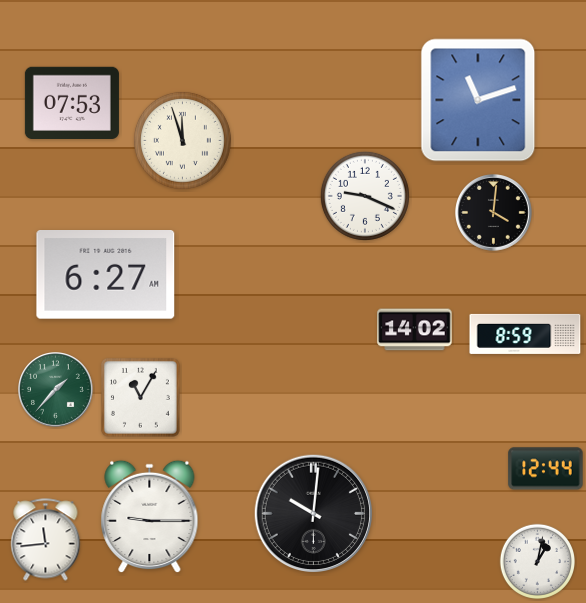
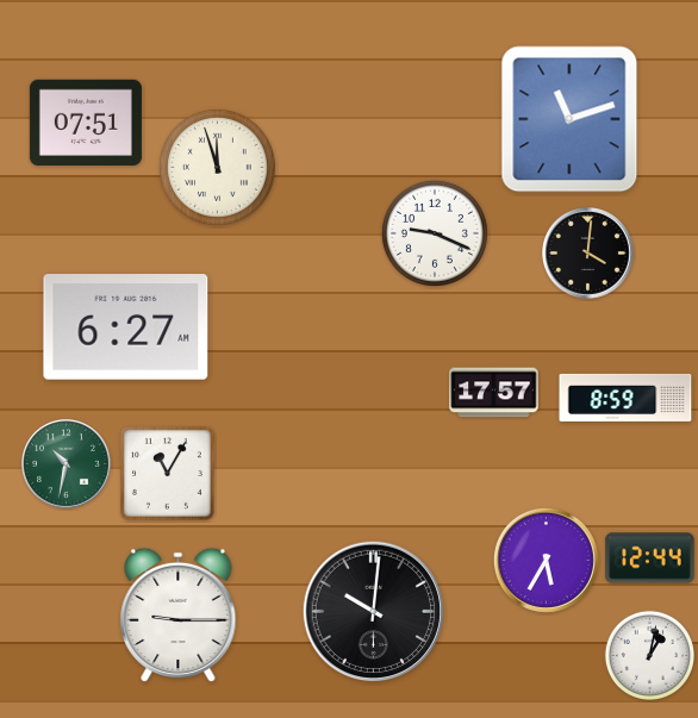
clock at (72, 102): 07:53 -> 07:51
clock at (415, 330): 14:02 -> 17:57
clock at (56, 390): 1:37 -> 10:32
clock at (546, 560): none -> 5:35
clock at (46, 540): 11:44 -> none
clock at (537, 561) position: (537, 561) -> (649, 655)
